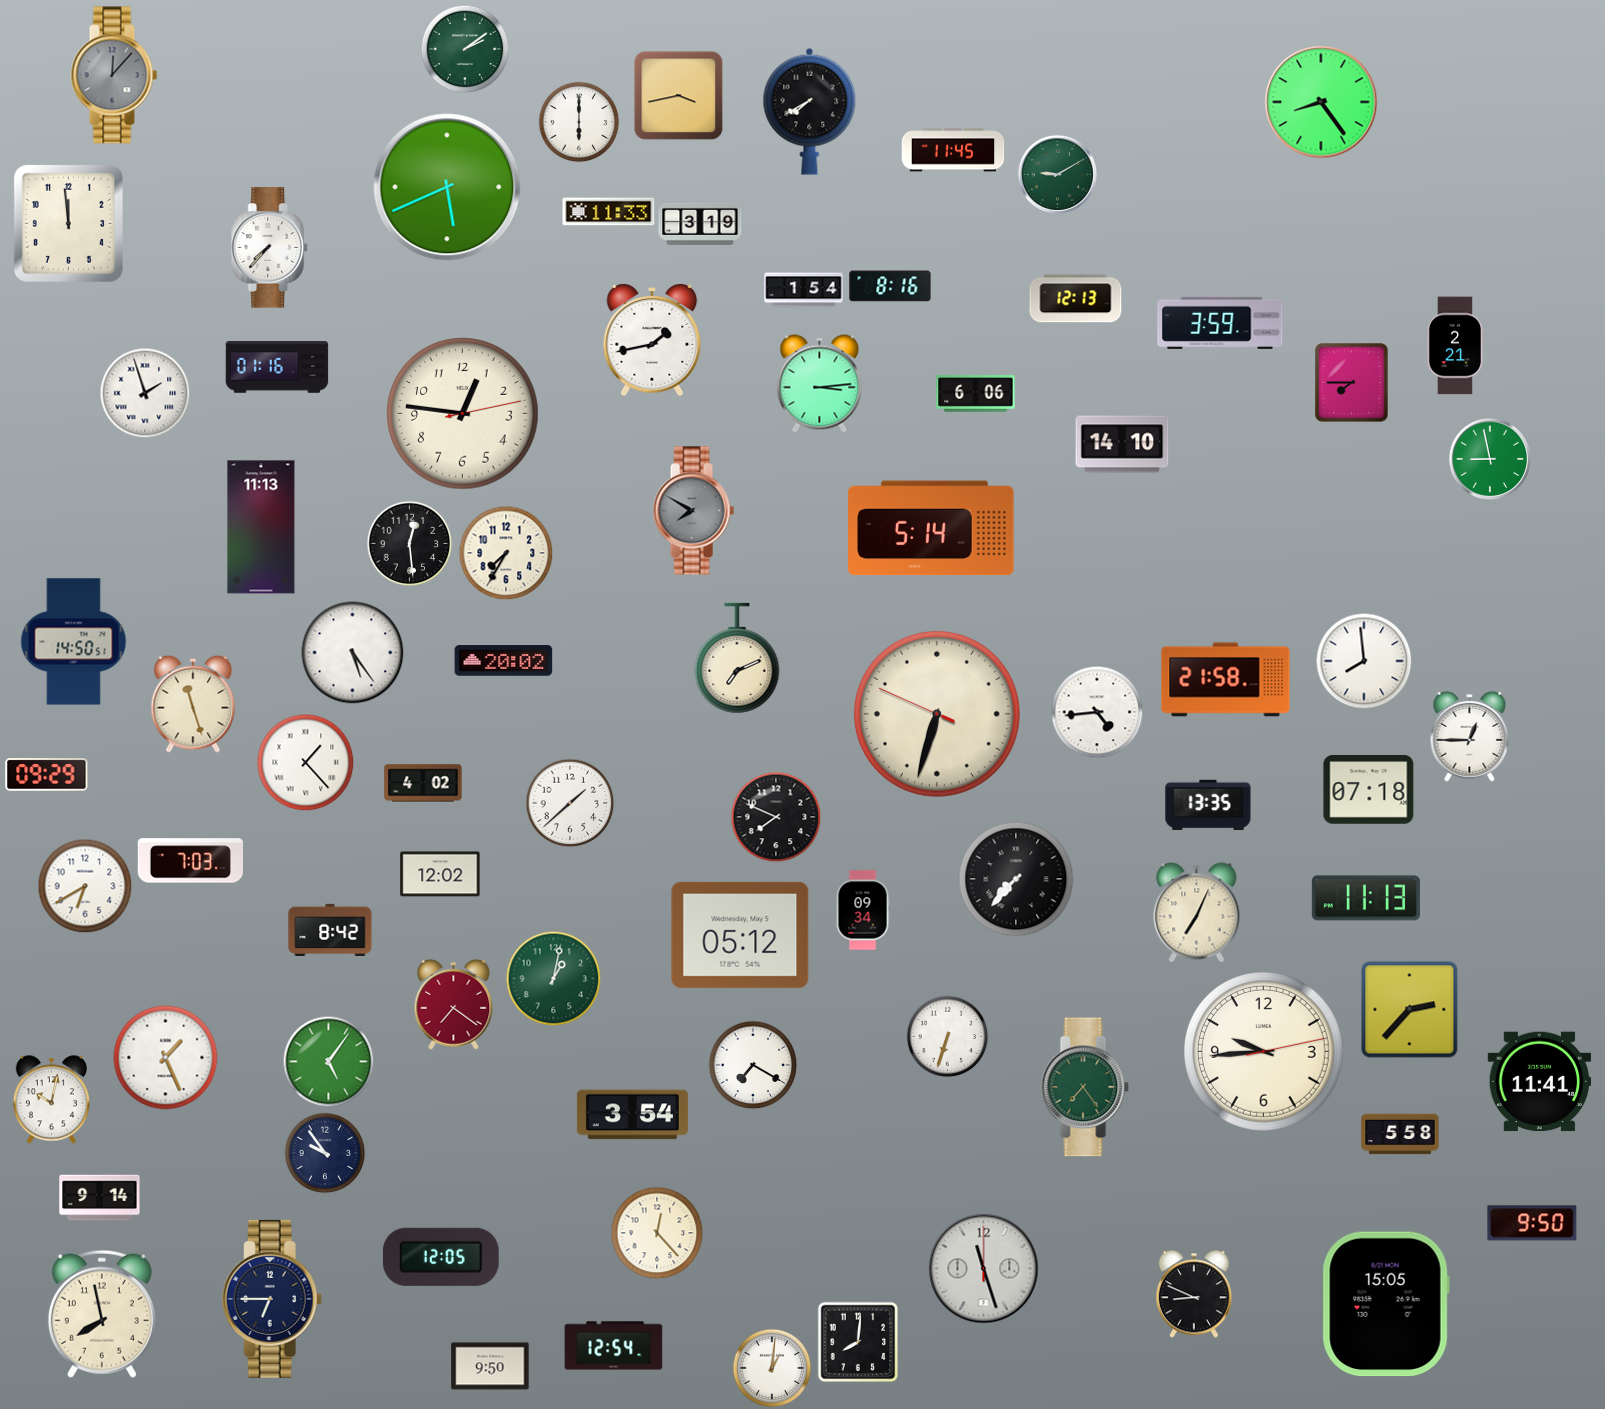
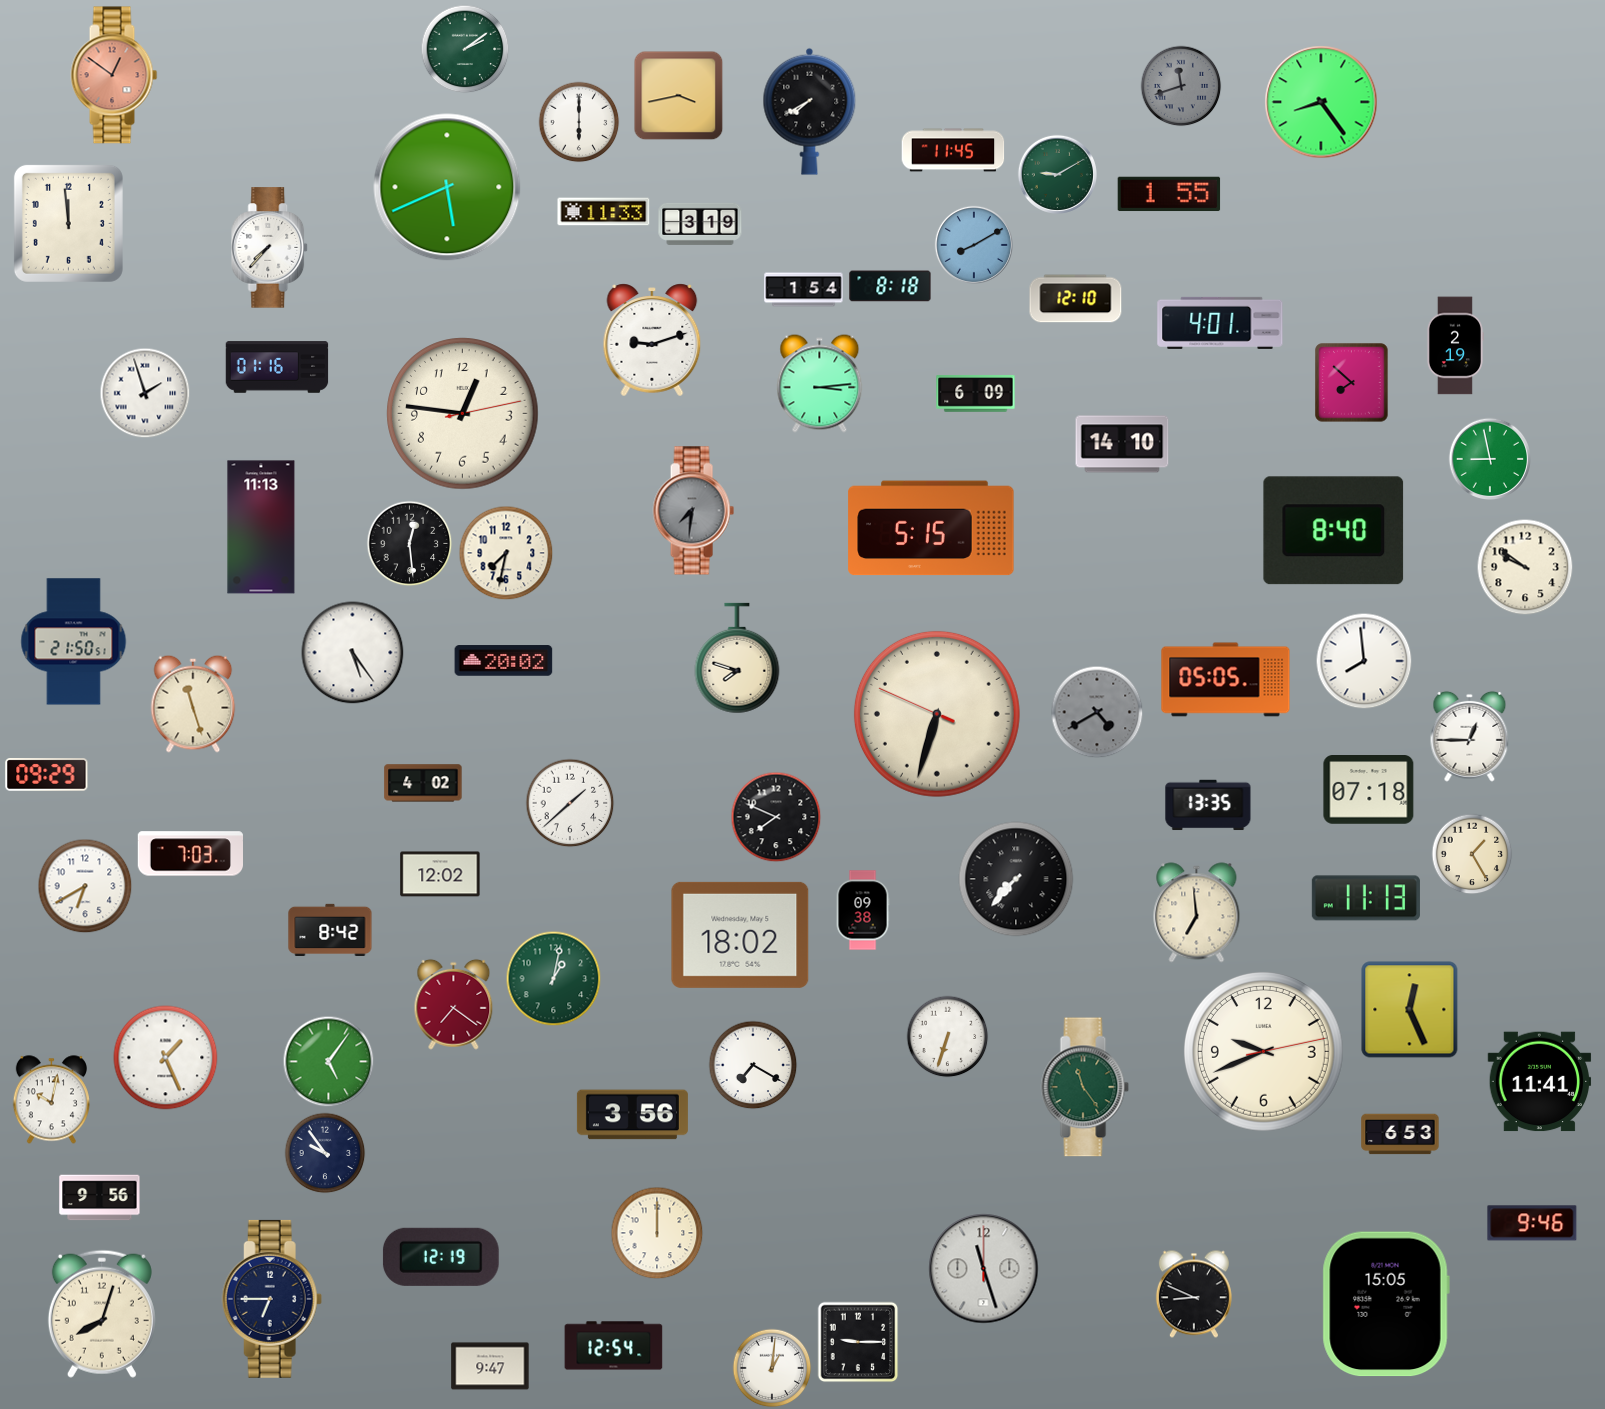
clock at (114, 75): 12:07 -> 12:51
clock at (114, 75) dial: grey -> salmon
clock at (1181, 86): none -> 11:42
clock at (1169, 194): none -> 1:55
clock at (609, 212) position: (609, 212) -> (604, 212)
clock at (974, 245): none -> 8:10
clock at (890, 286): 8:16 -> 8:18
clock at (1076, 299): 12:13 -> 12:10
clock at (1220, 323): 3:59 -> 4:01
clock at (652, 340): 1:43 -> 9:12
clock at (1455, 346): 2:21 -> 2:19
clock at (1352, 383): 7:45 -> 7:52
clock at (976, 394): 6:06 -> 6:09
clock at (693, 511): 7:50 -> 7:31
clock at (931, 528): 5:14 -> 5:15
clock at (1334, 531): none -> 8:40
clock at (506, 553): 7:35 -> 7:32
clock at (1525, 567): none -> 9:51
clock at (74, 642): 14:50 -> 21:50
clock at (737, 658): 7:11 -> 7:48
clock at (1226, 680): 21:58 -> 05:05
clock at (1097, 712): 4:44 -> 4:40
clock at (1097, 712) dial: white -> grey
clock at (305, 762): 1:23 -> none
clock at (1472, 854): none -> 1:25
clock at (190, 861) position: (190, 861) -> (190, 854)
clock at (863, 910): 09:34 -> 09:38
clock at (1197, 913): 7:04 -> 6:59
clock at (740, 935): 05:12 -> 18:02
clock at (1410, 1010): 2:37 -> 12:26
clock at (1263, 1051): 9:44 -> 9:41
clock at (1085, 1087): 7:24 -> 11:24
clock at (632, 1115): 3:54 -> 3:56
clock at (1400, 1134): 5:58 -> 6:53
clock at (100, 1198): 9:14 -> 9:56
clock at (1532, 1223): 9:50 -> 9:46
clock at (657, 1233): 12:23 -> 12:00
clock at (441, 1257): 12:05 -> 12:19
clock at (102, 1314): 7:58 -> 8:03
clock at (858, 1342): 8:01 -> 9:15
clock at (490, 1366): 9:50 -> 9:47
